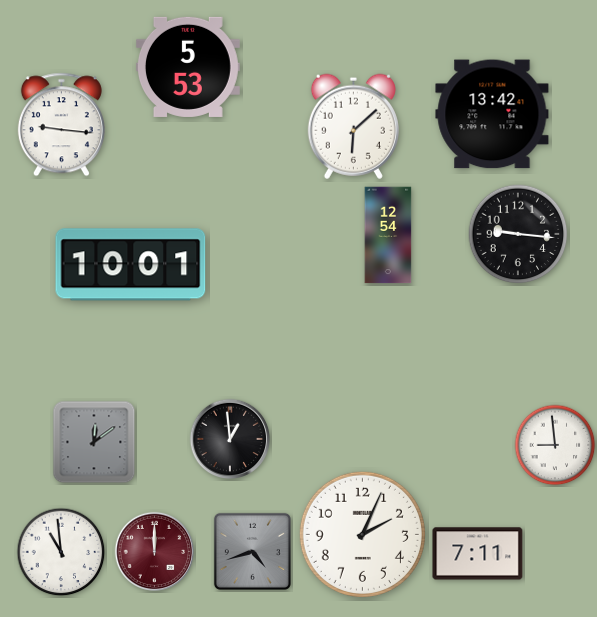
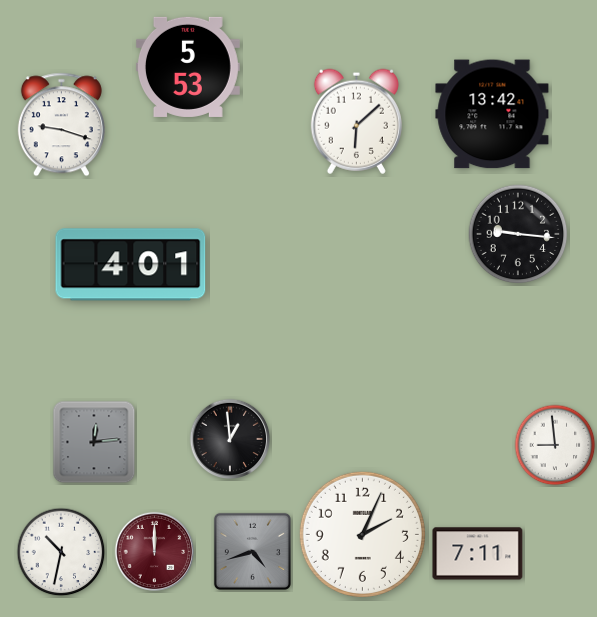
clock at (61, 125): 9:16 -> 9:18
clock at (353, 126) position: (353, 126) -> (356, 121)
clock at (388, 235): 12:54 -> none
clock at (131, 265): 10:01 -> 4:01
clock at (94, 442): 12:09 -> 12:14
clock at (61, 552): 10:59 -> 10:32
